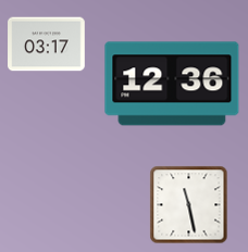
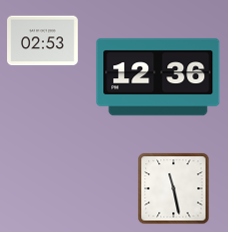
clock at (47, 45): 03:17 -> 02:53
